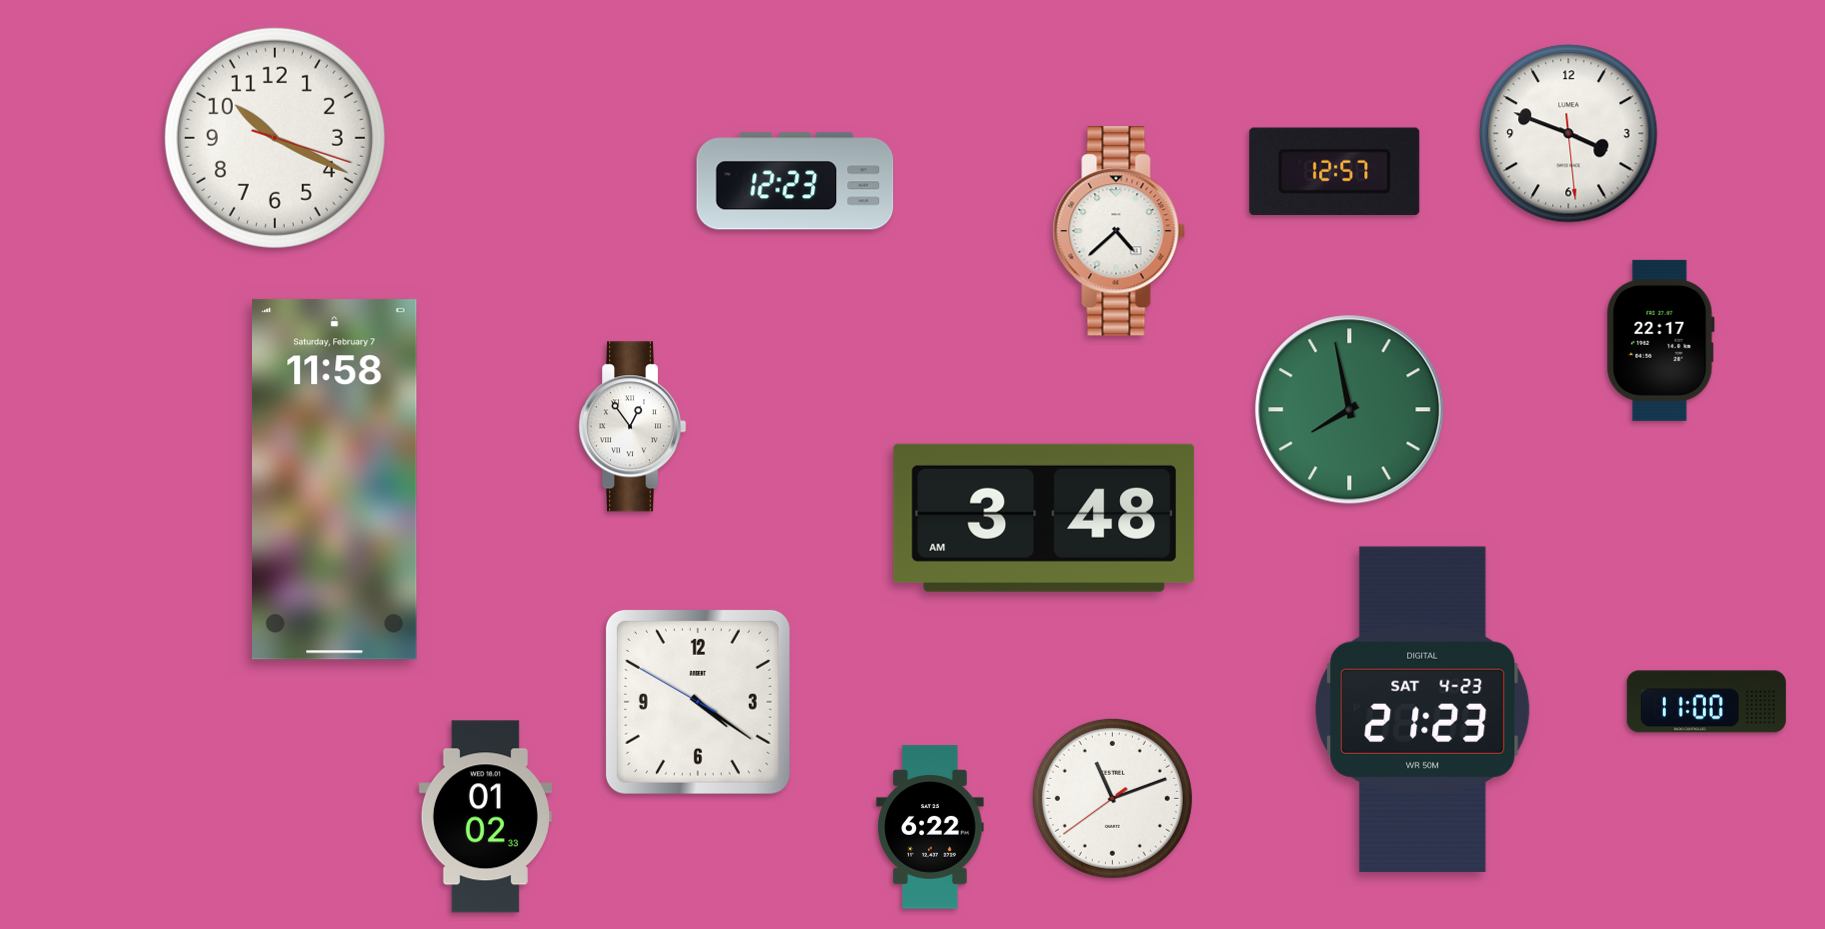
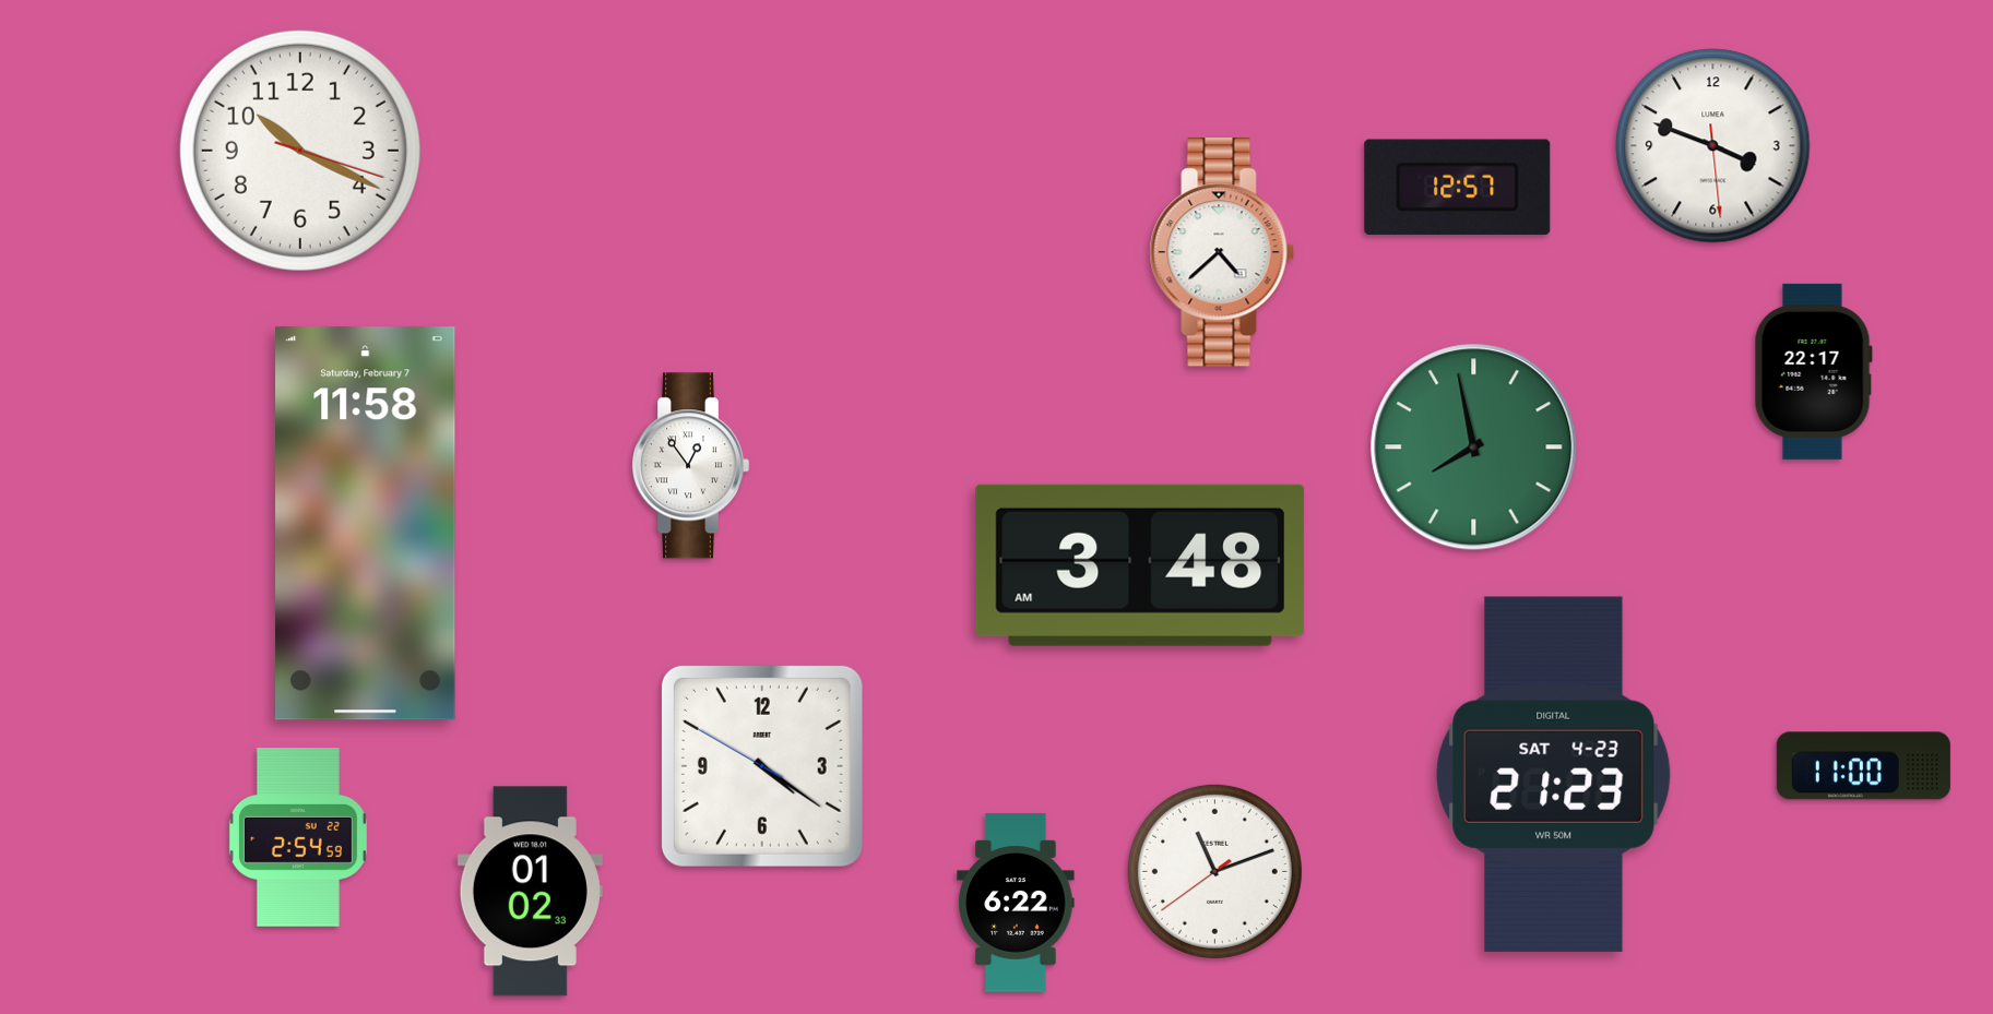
clock at (795, 181): 12:23 -> none
clock at (298, 837): none -> 2:54
